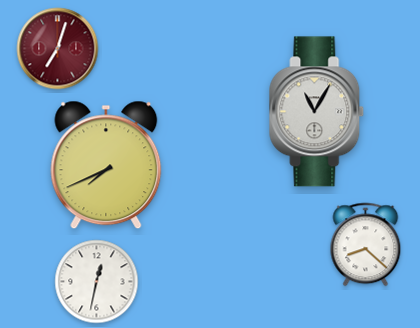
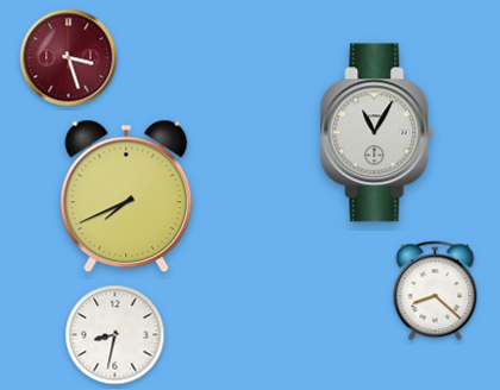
clock at (58, 49): 7:03 -> 3:27
clock at (97, 282): 12:32 -> 8:32
